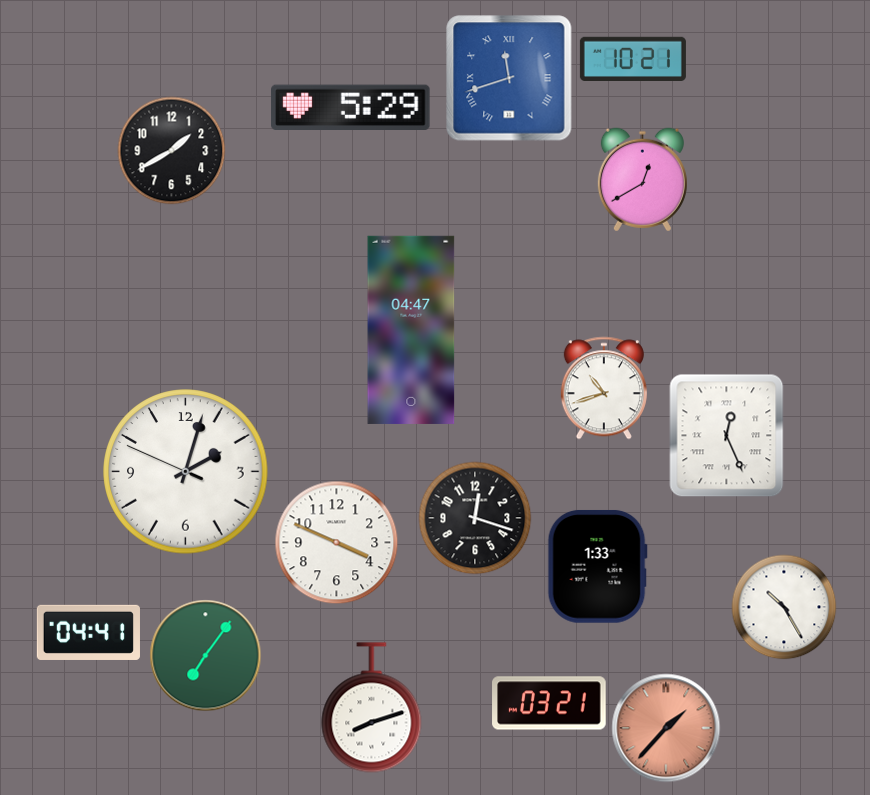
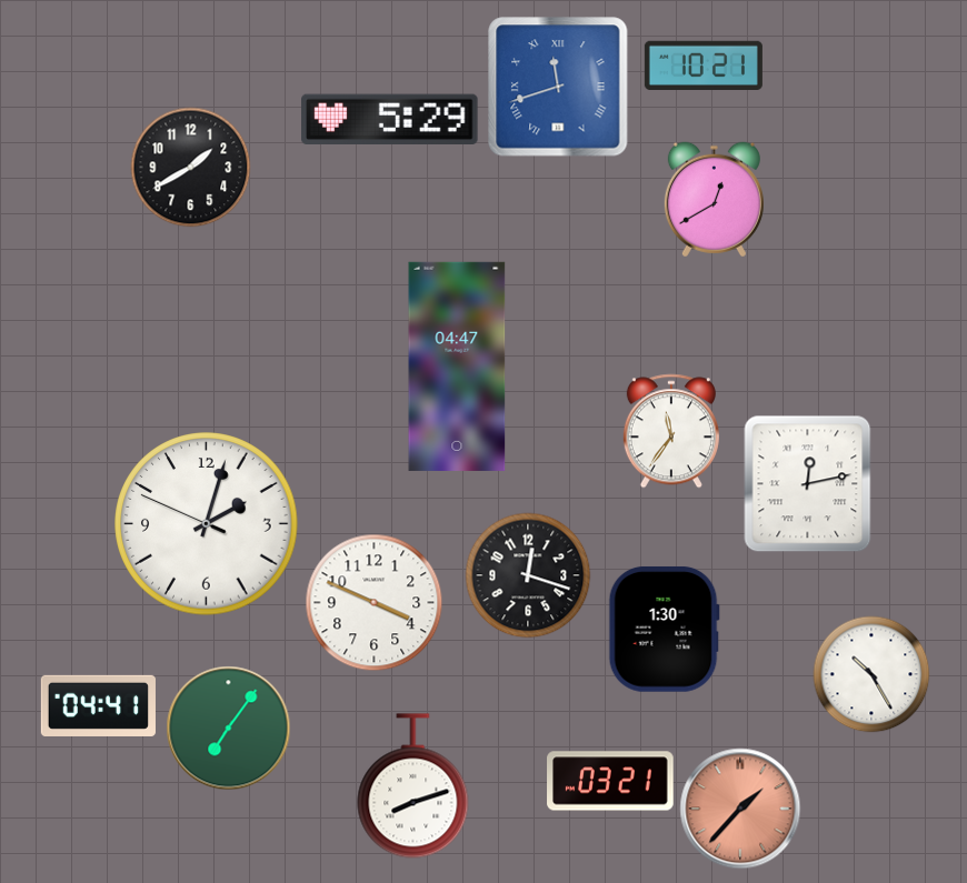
clock at (509, 78) position: (509, 78) -> (558, 87)
clock at (604, 388): 10:42 -> 11:36
clock at (727, 436): 12:26 -> 12:13
clock at (597, 566): 1:33 -> 1:30
clock at (88, 632) position: (88, 632) -> (98, 705)
